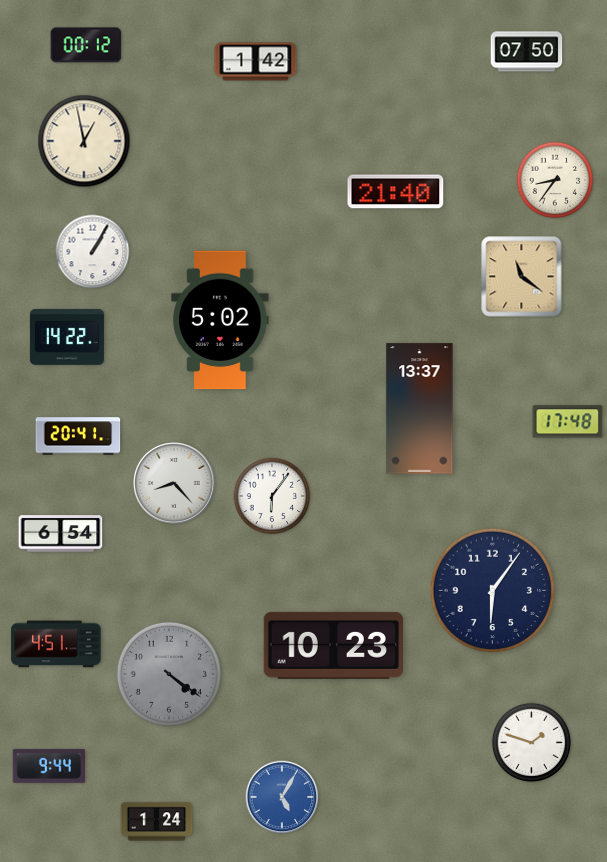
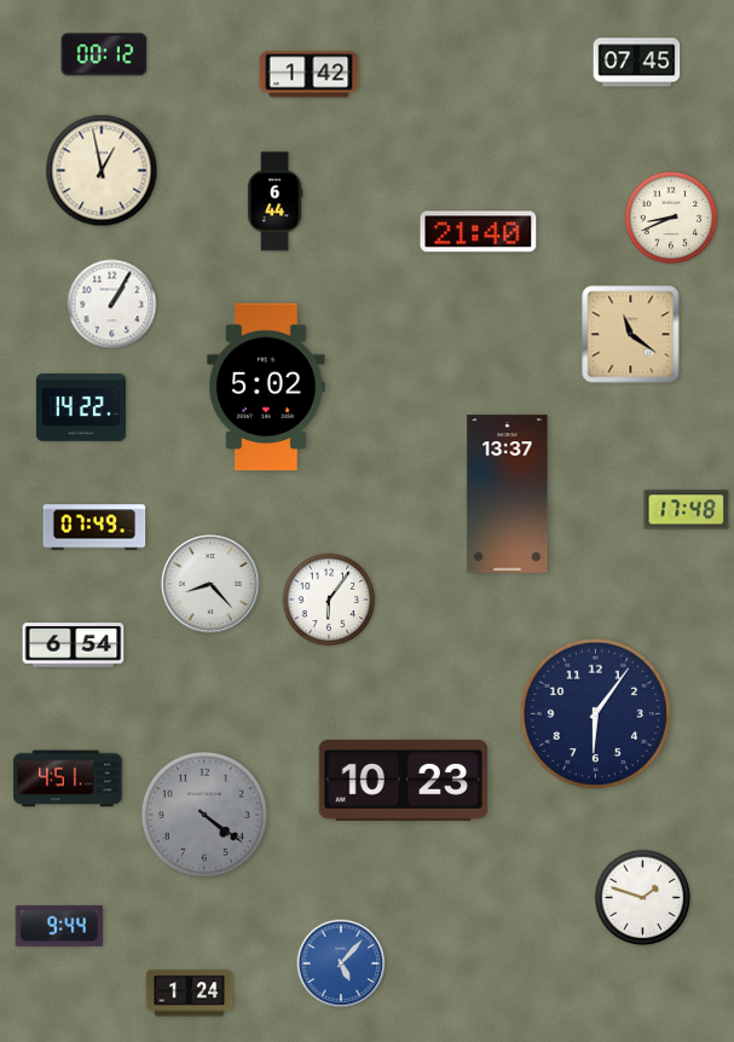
clock at (527, 52): 07:50 -> 07:45
clock at (274, 202): none -> 6:44
clock at (555, 180): 8:36 -> 8:41
clock at (78, 436): 20:41 -> 07:49
clock at (282, 797): 5:05 -> 5:07
